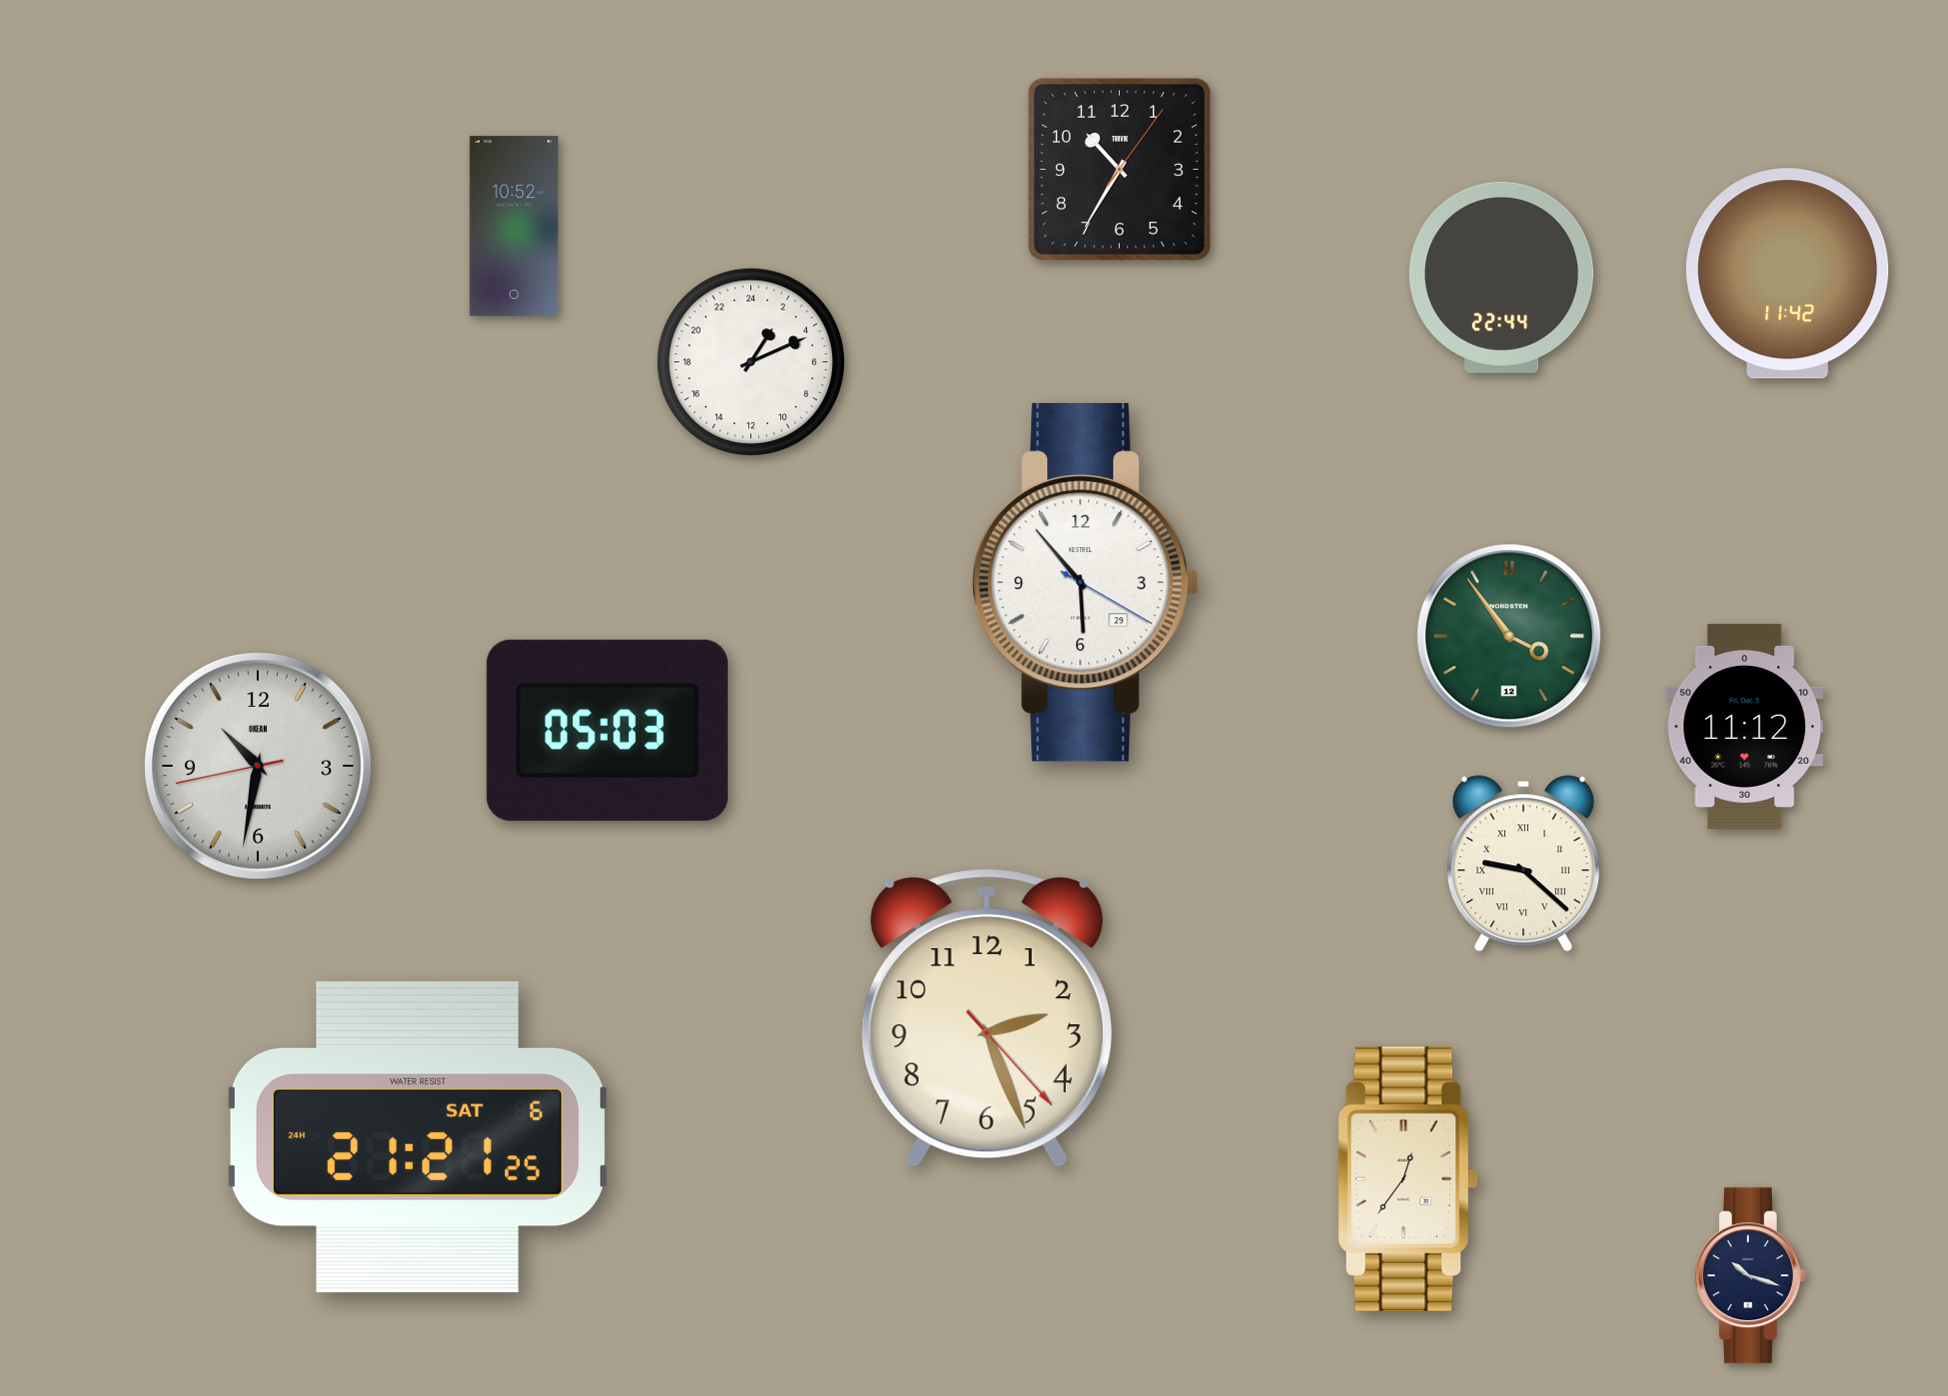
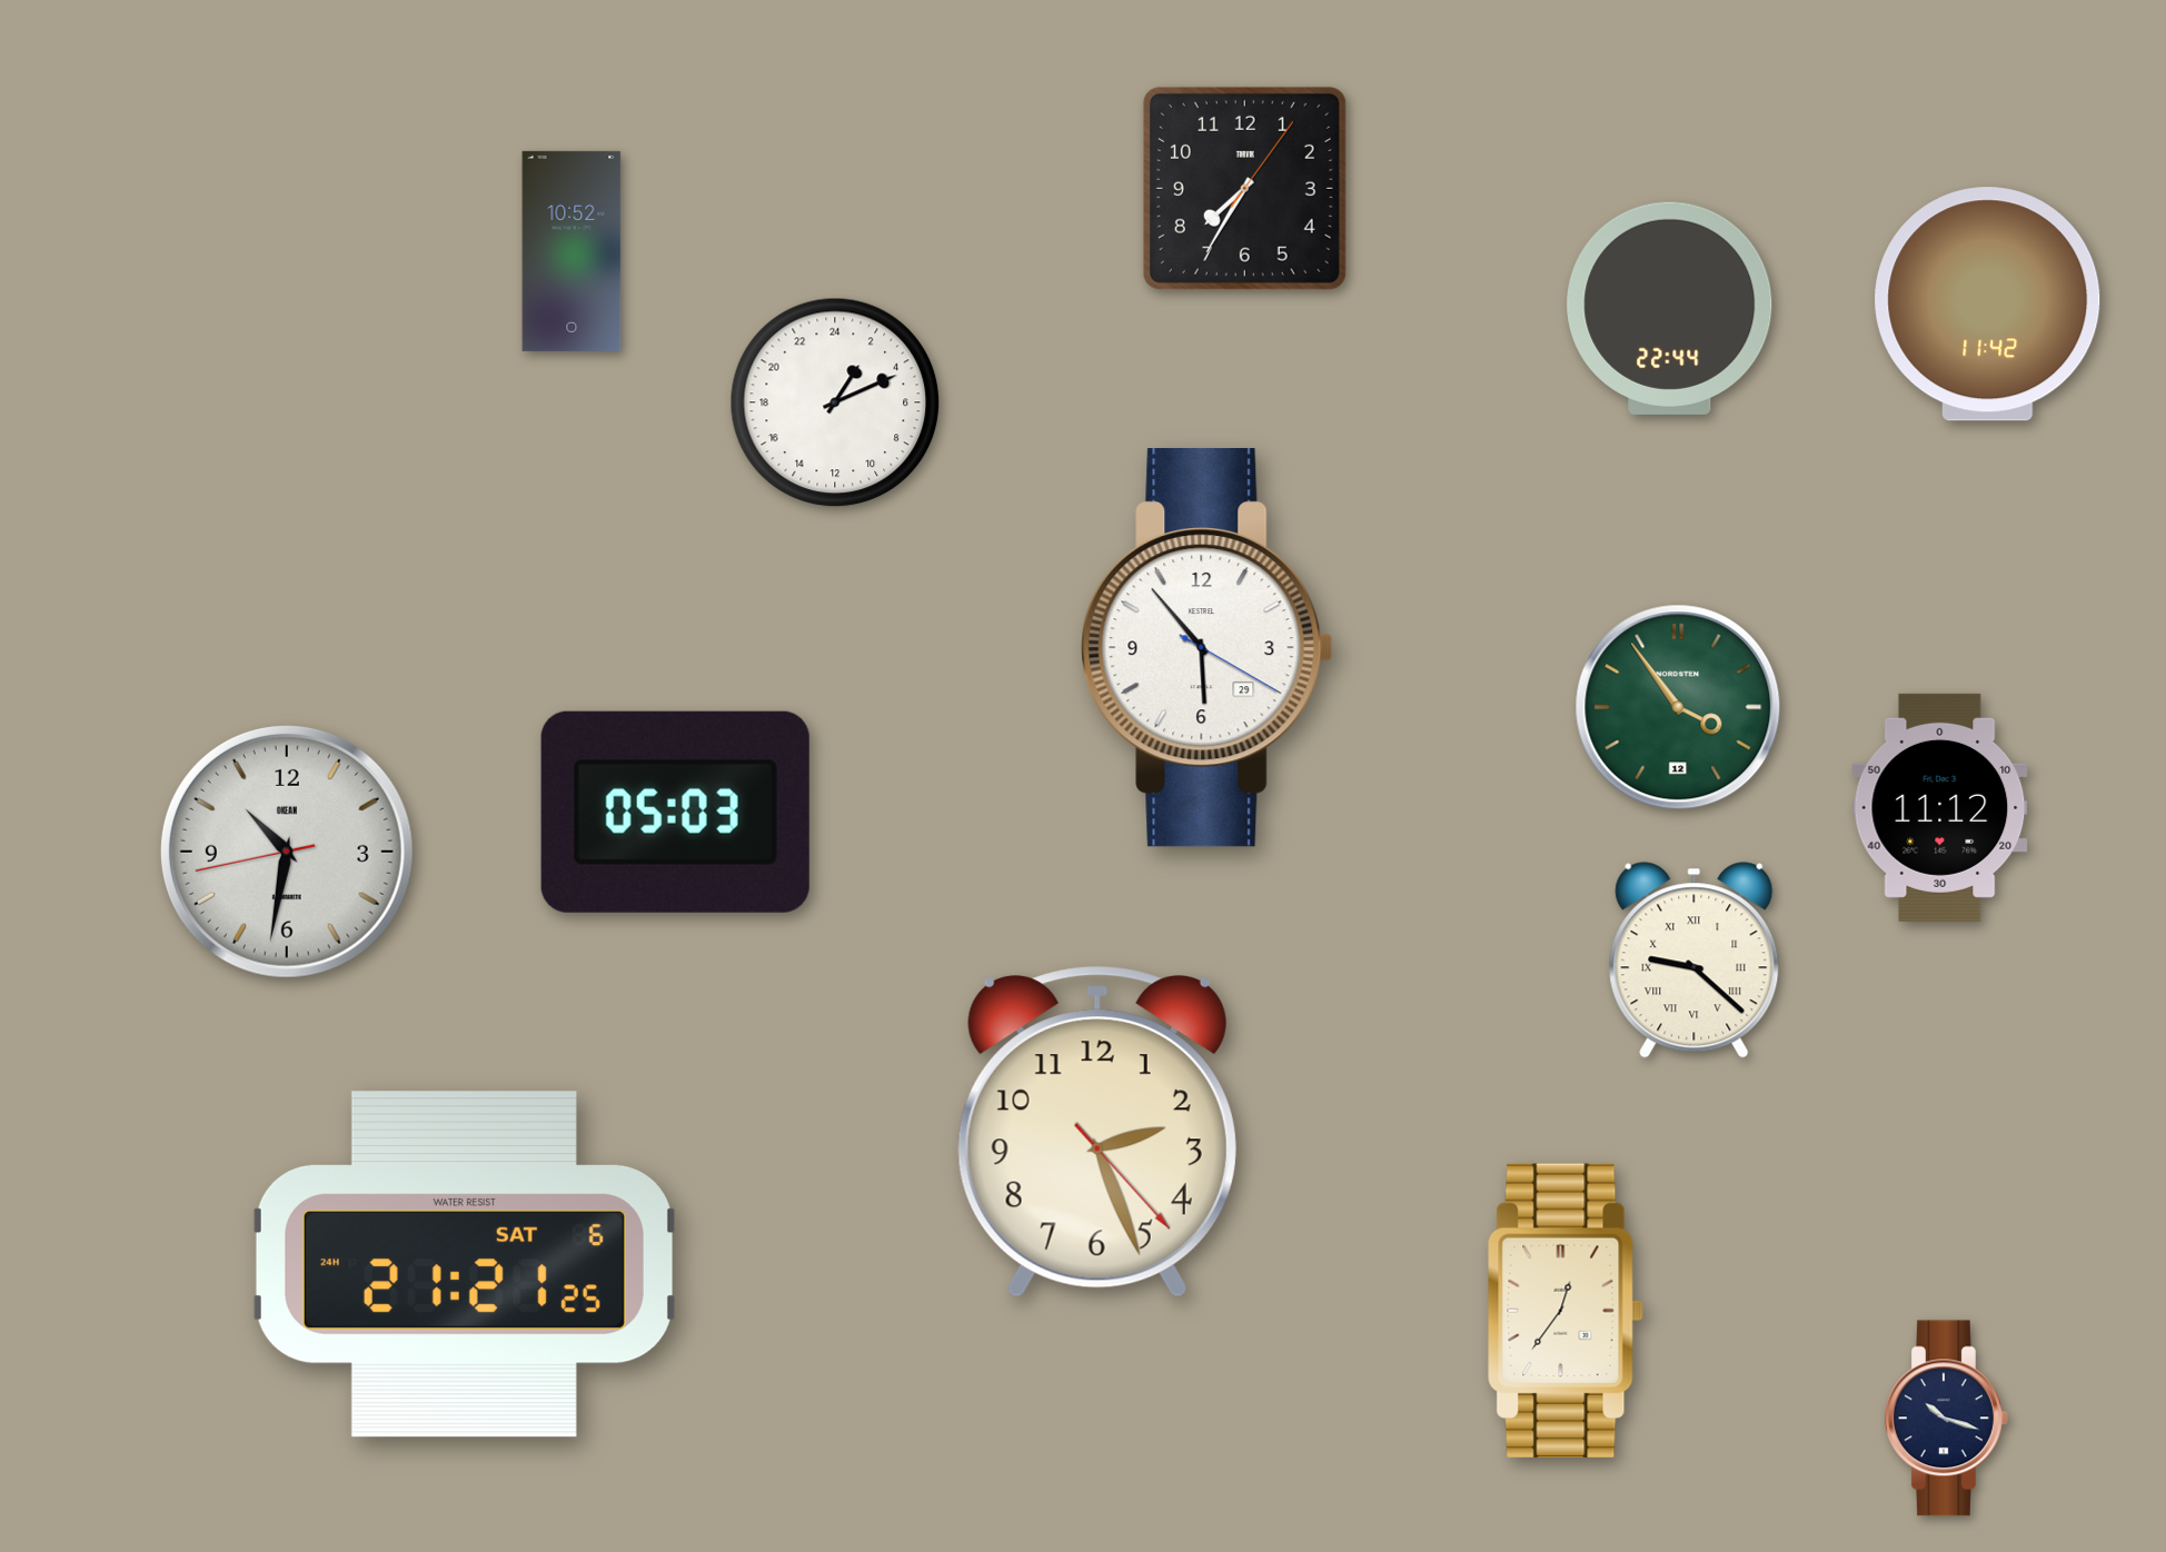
clock at (1119, 169): 10:35 -> 7:35
